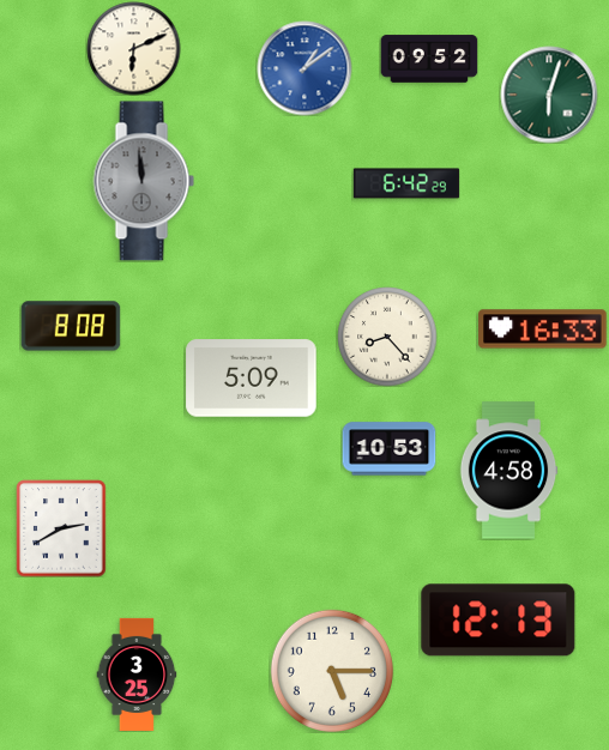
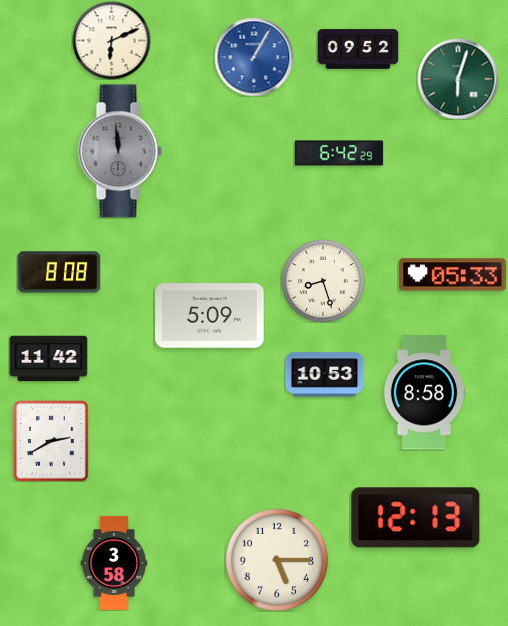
clock at (304, 68): 1:09 -> 1:05
clock at (543, 329): 16:33 -> 05:33
clock at (387, 337): 8:23 -> 8:27
clock at (48, 359): none -> 11:42
clock at (508, 471): 4:58 -> 8:58
clock at (137, 675): 3:25 -> 3:58
